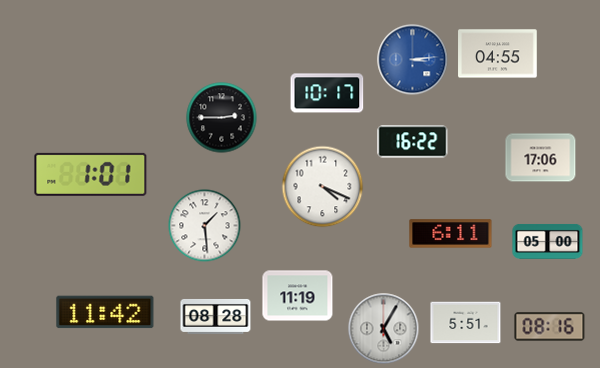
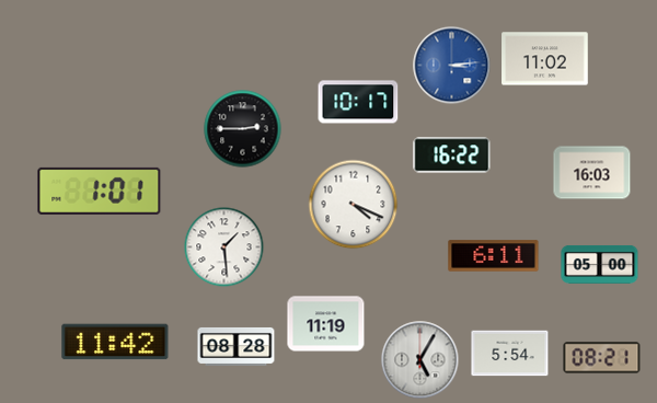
clock at (498, 54): 04:55 -> 11:02
clock at (541, 158): 17:06 -> 16:03
clock at (466, 323): 5:51 -> 5:54
clock at (550, 327): 08:16 -> 08:21
